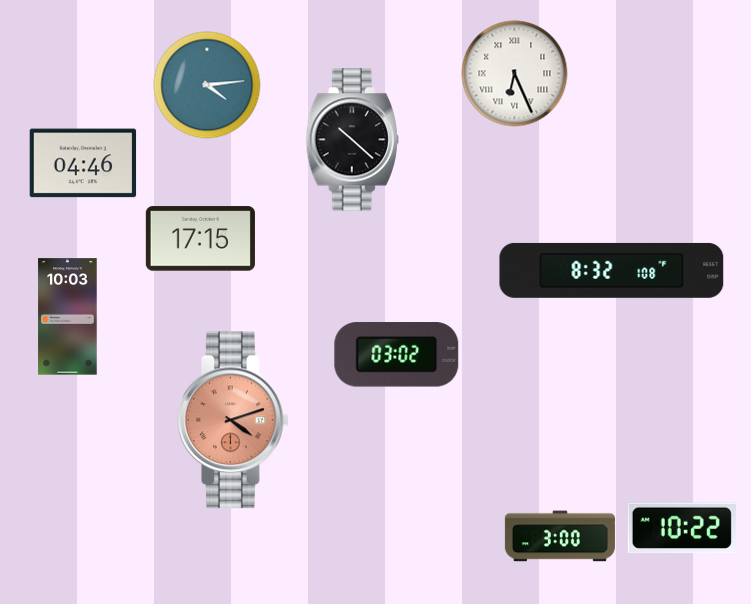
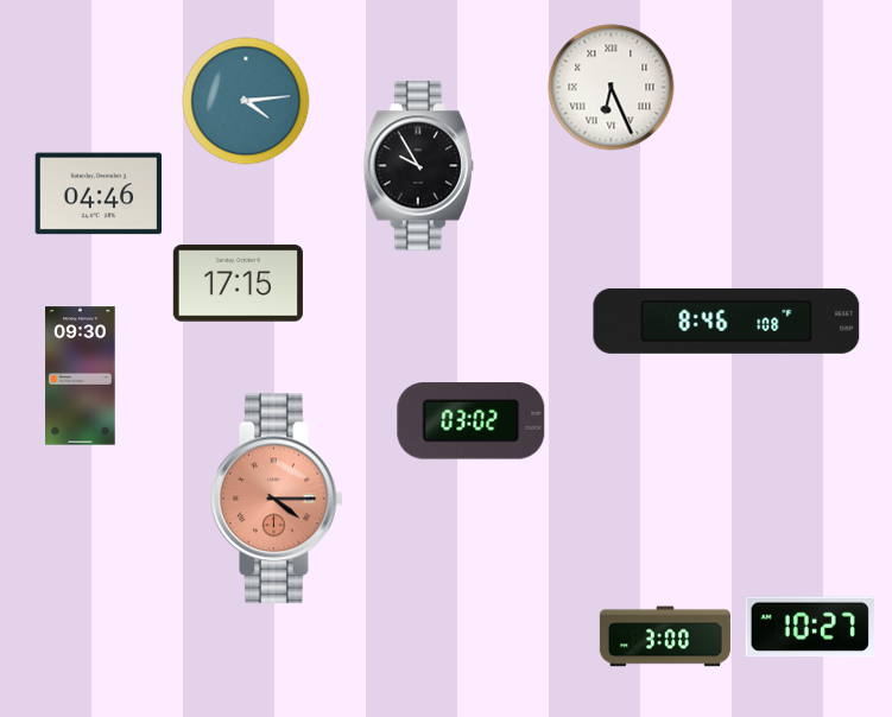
clock at (352, 140): 10:22 -> 9:55
clock at (612, 270): 8:32 -> 8:46
clock at (68, 317): 10:03 -> 09:30
clock at (233, 420): 4:12 -> 4:15
clock at (682, 528): 10:22 -> 10:27
